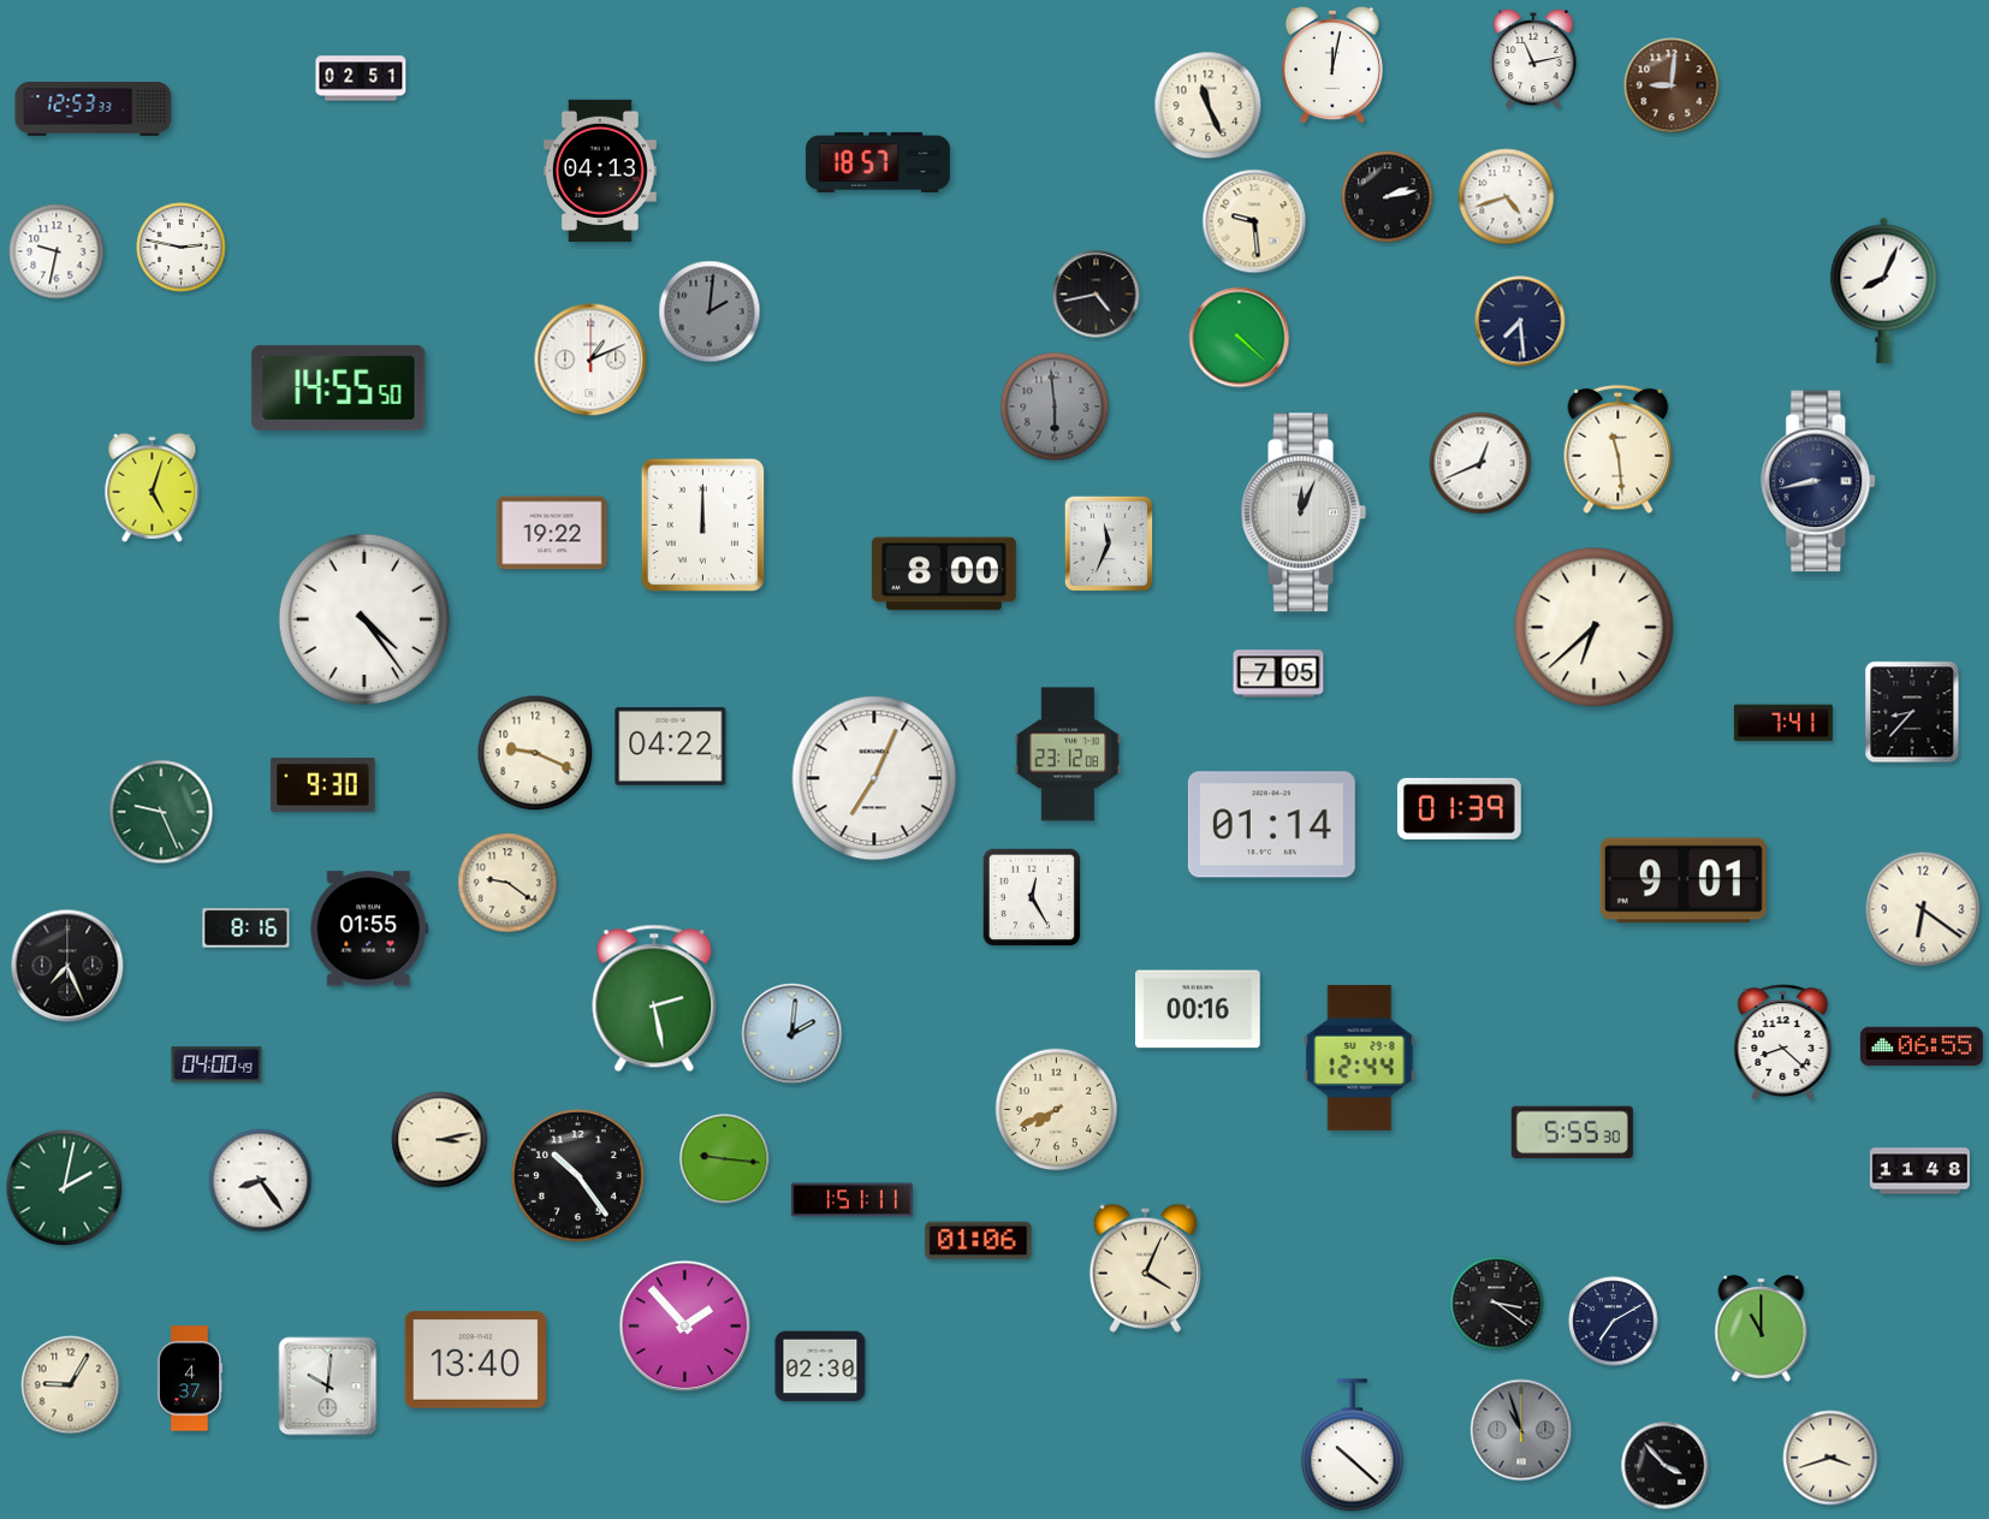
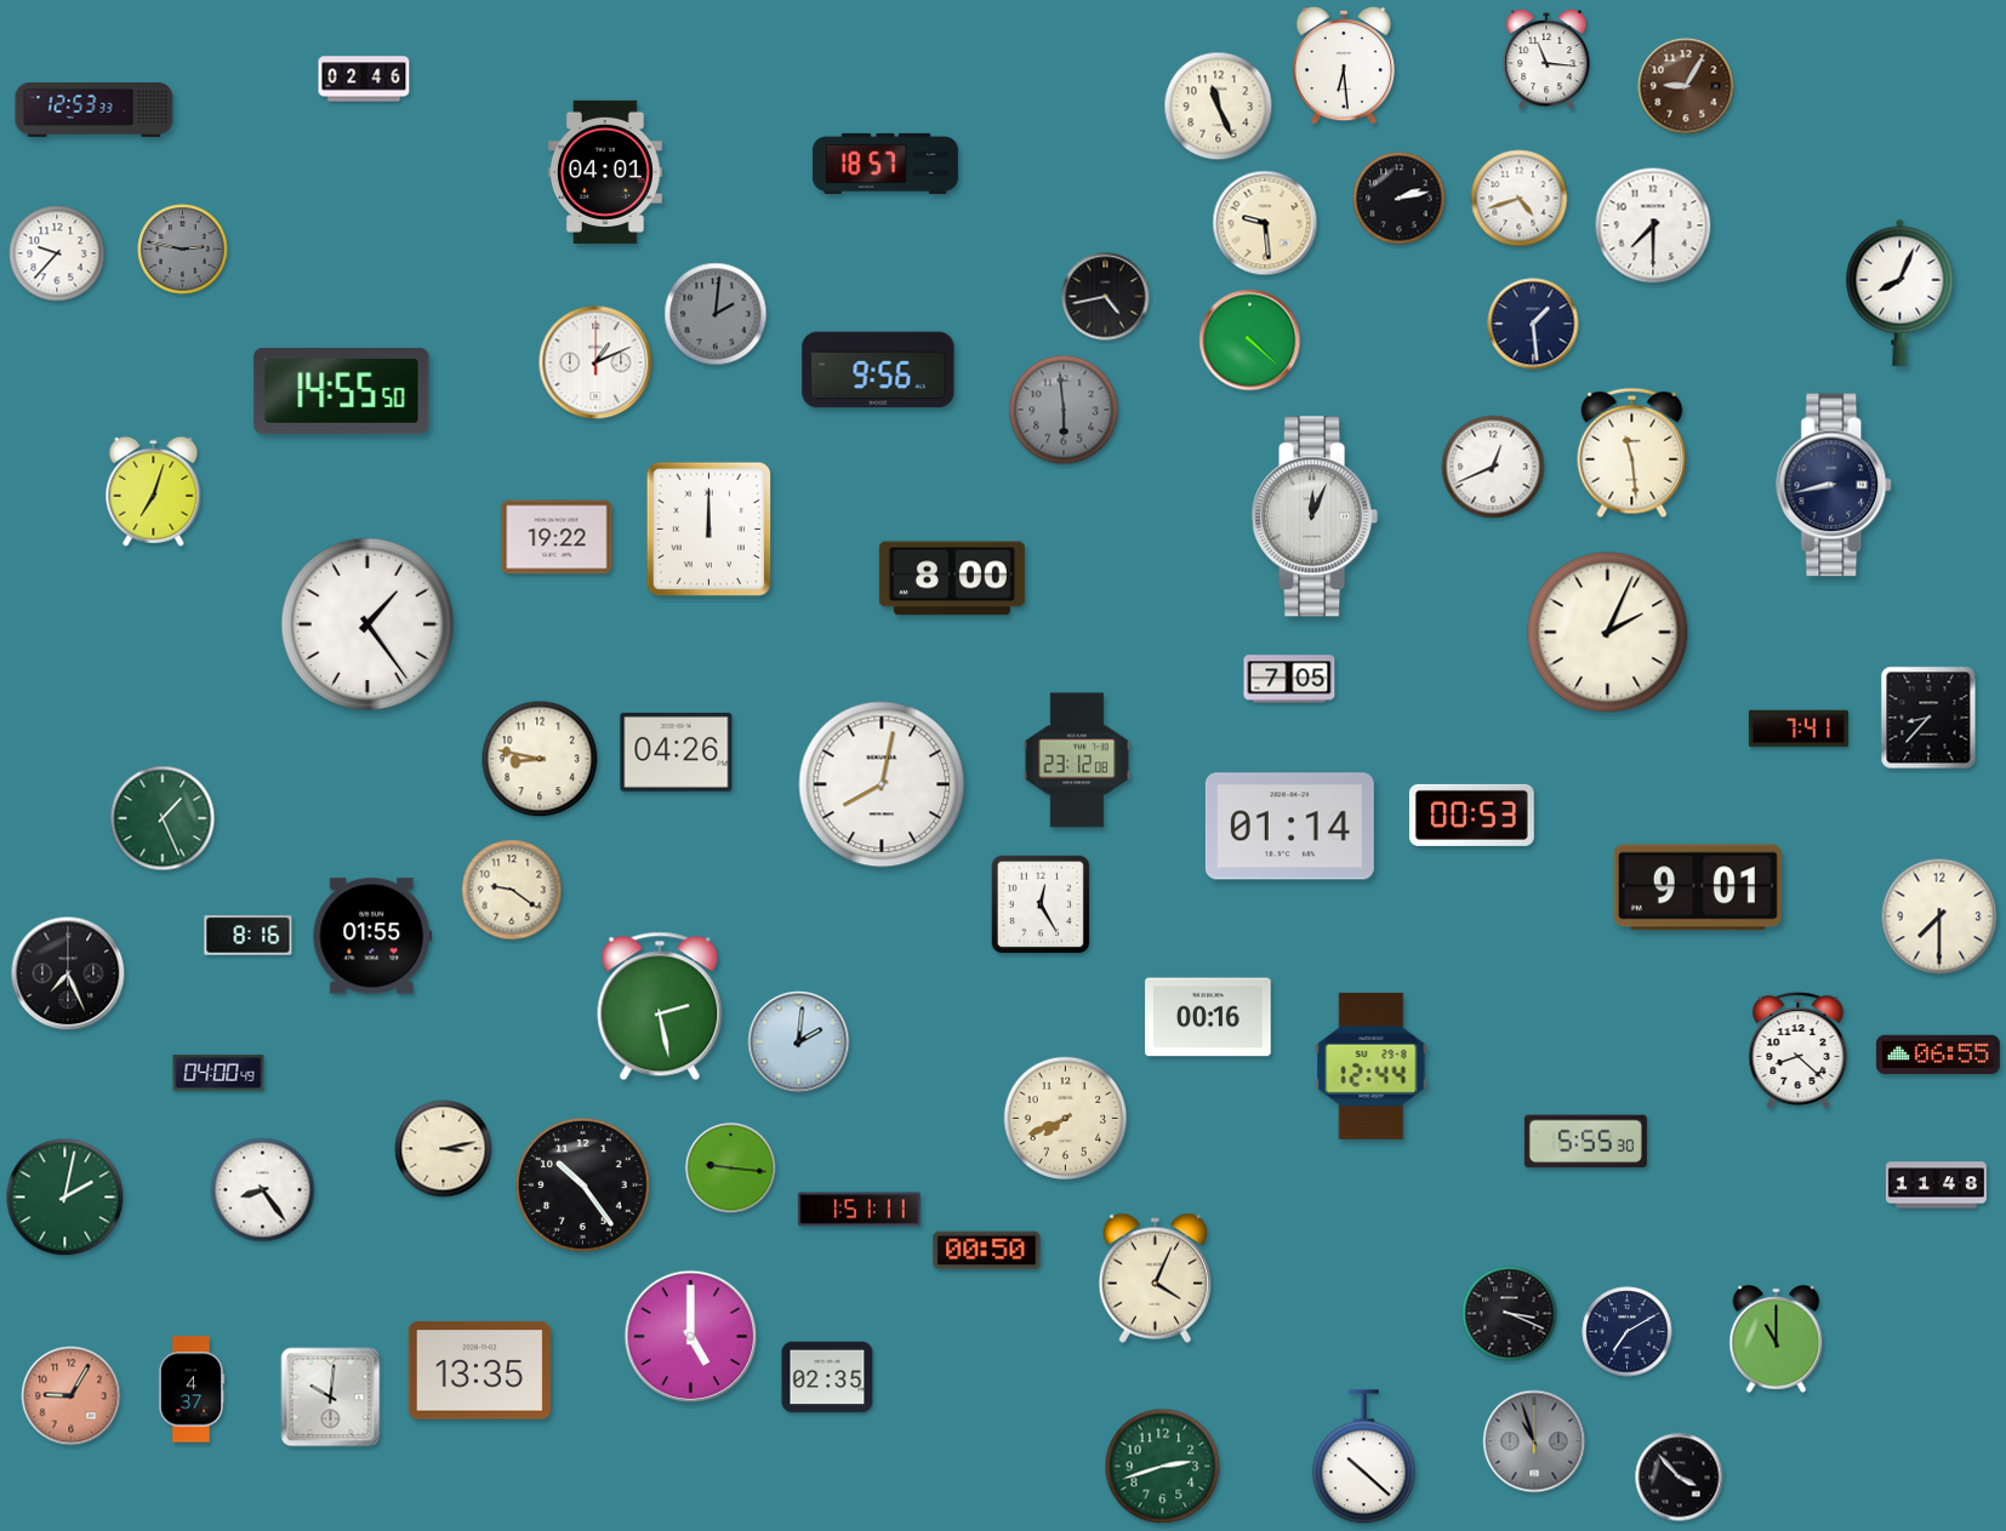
clock at (1533, 59): 11:13 -> 11:16
clock at (1331, 65): 12:02 -> 6:29
clock at (361, 78): 02:51 -> 02:46
clock at (1672, 85): 9:01 -> 9:05
clock at (600, 171): 04:13 -> 04:01
clock at (1653, 225): none -> 7:30
clock at (182, 248) dial: white -> grey
clock at (57, 251): 9:32 -> 9:37
clock at (1520, 321): 7:29 -> 1:29
clock at (878, 370): none -> 9:56
clock at (153, 487): 5:03 -> 7:03
clock at (1109, 544): 11:34 -> none
clock at (364, 619): 4:24 -> 1:24
clock at (1595, 628): 6:38 -> 2:04
clock at (671, 746): 04:22 -> 04:26
clock at (535, 753): 9:19 -> 8:47
clock at (874, 778): 7:04 -> 8:02
clock at (323, 785): 9:30 -> none
clock at (1459, 808): 01:39 -> 00:53
clock at (161, 812): 9:26 -> 1:26
clock at (1271, 825) position: (1271, 825) -> (1289, 827)
clock at (1923, 909): 6:21 -> 7:30
clock at (1919, 1171) position: (1919, 1171) -> (1936, 1186)
clock at (979, 1241): 01:06 -> 00:50
clock at (1497, 1304): 3:21 -> 3:19
clock at (685, 1327): 1:53 -> 5:00
clock at (475, 1360): 13:40 -> 13:35
clock at (820, 1366): 02:30 -> 02:35
clock at (71, 1386) dial: cream -> salmon
clock at (1163, 1467): none -> 2:42
clock at (1830, 1458): 3:42 -> none
